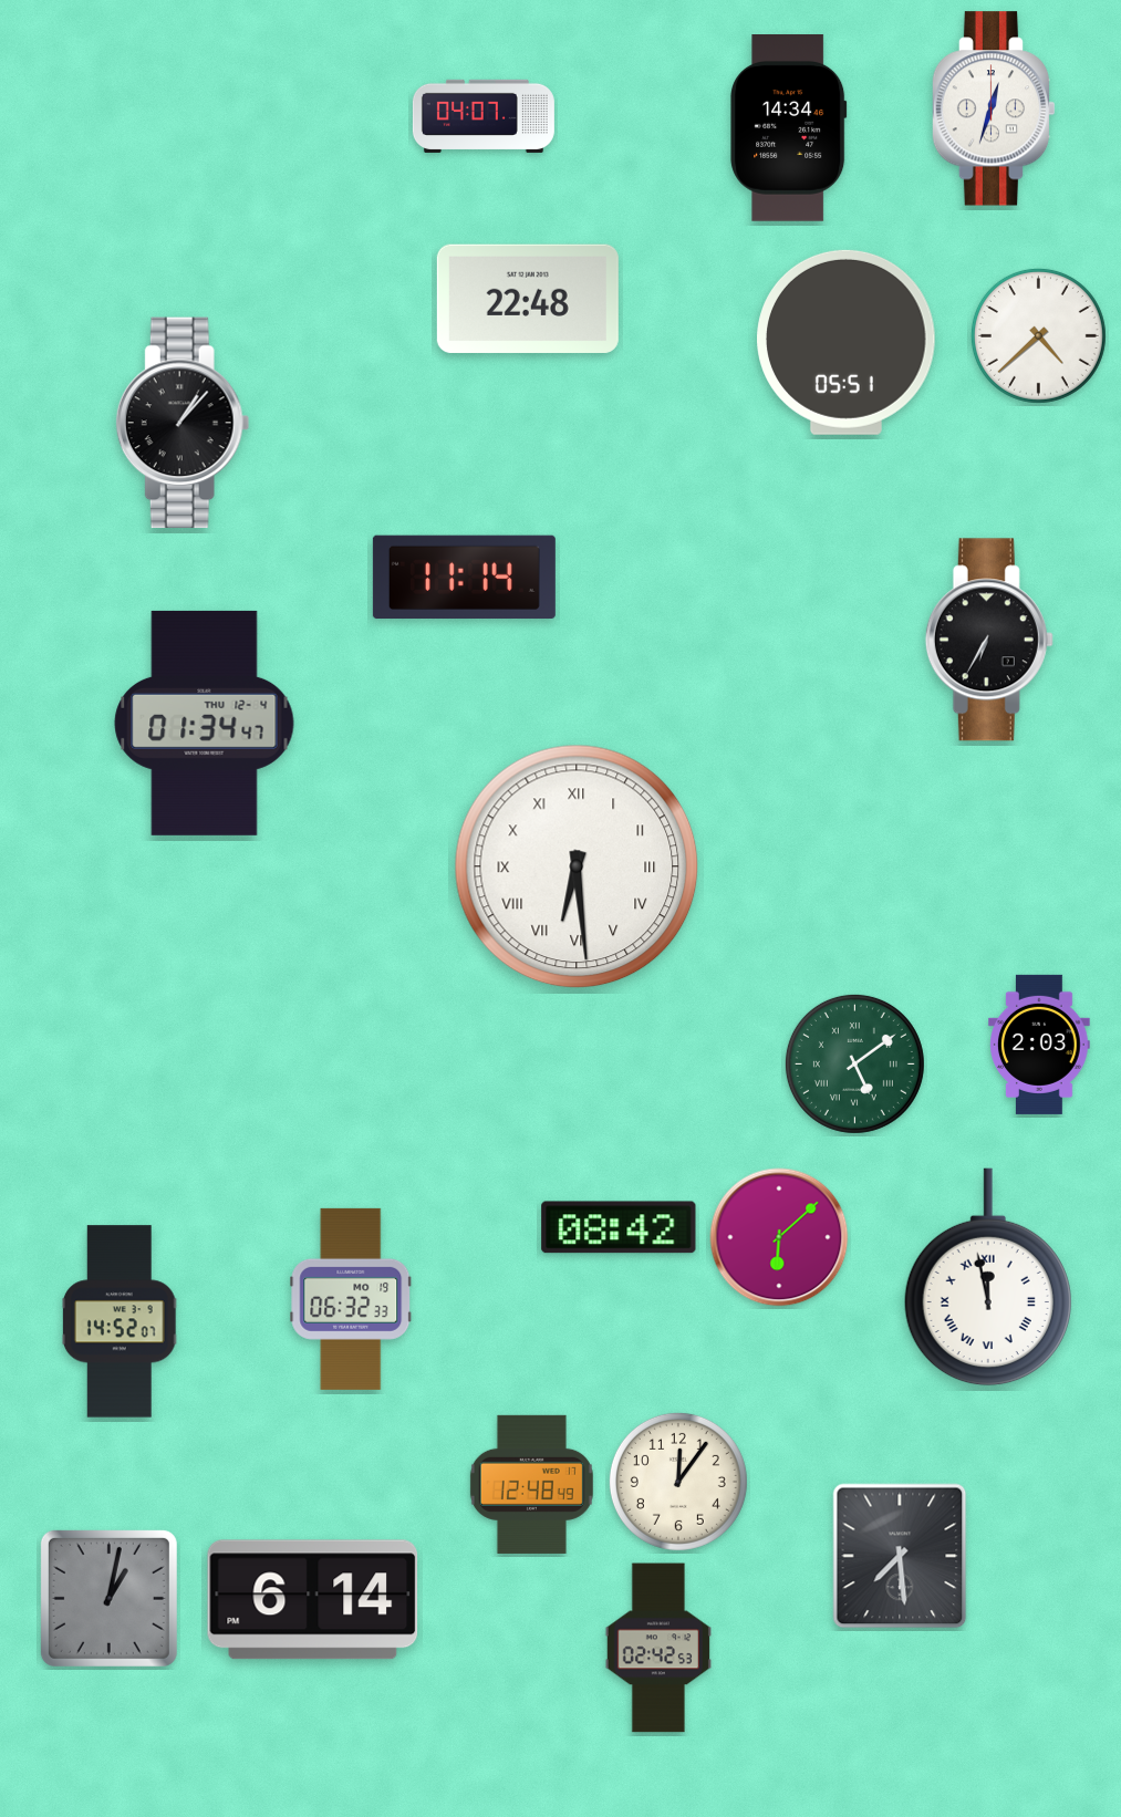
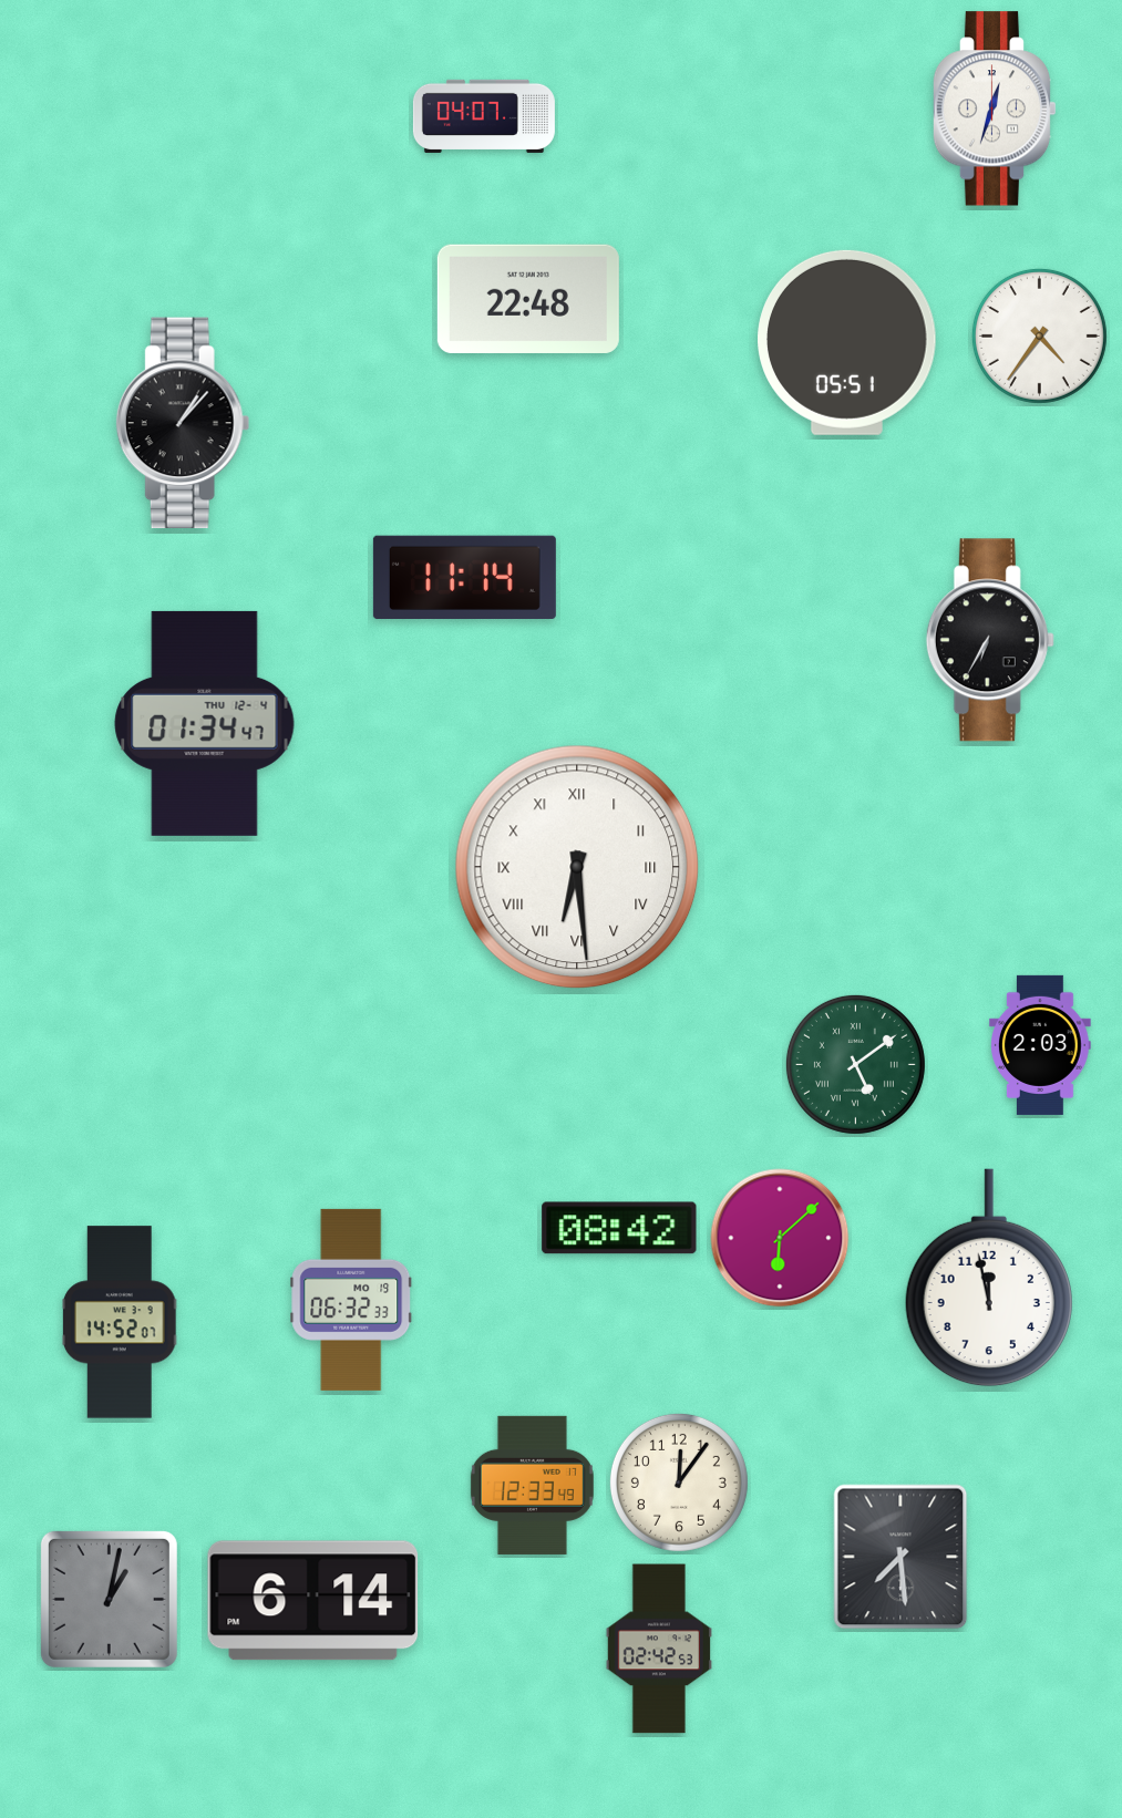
clock at (789, 128): 14:34 -> none
clock at (1038, 335): 4:38 -> 4:36
clock at (988, 1277) numerals: Roman -> Arabic
clock at (531, 1484): 12:48 -> 12:33
